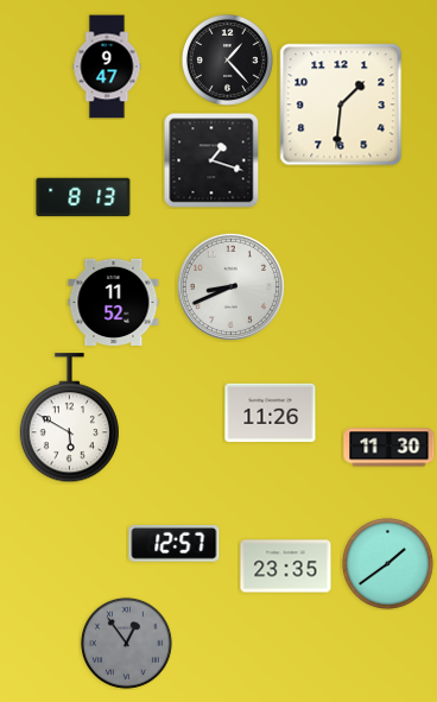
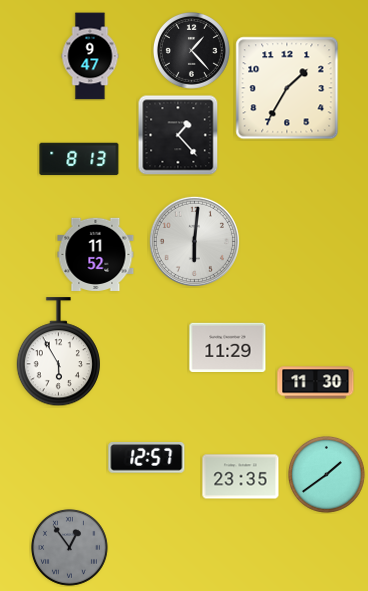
clock at (341, 105): 1:31 -> 1:35
clock at (211, 160): 1:18 -> 1:23
clock at (83, 197) position: (83, 197) -> (79, 159)
clock at (230, 286): 8:41 -> 6:01
clock at (271, 412): 11:26 -> 11:29
clock at (69, 418): 5:50 -> 5:55
clock at (389, 448) position: (389, 448) -> (316, 383)
clock at (126, 643) position: (126, 643) -> (69, 547)
